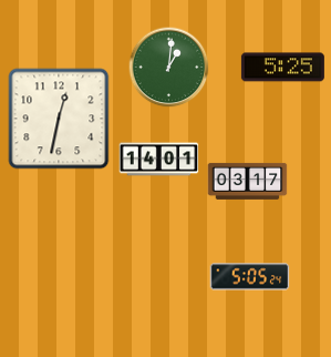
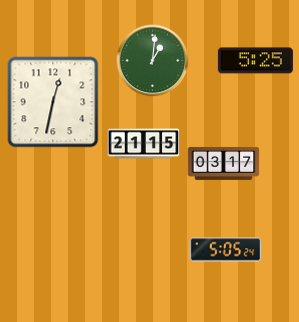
clock at (59, 119) position: (59, 119) -> (53, 102)
clock at (159, 160): 14:01 -> 21:15
